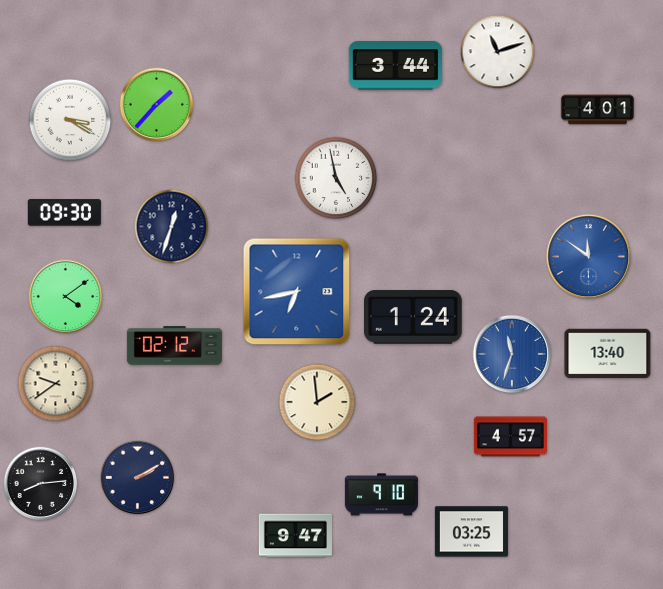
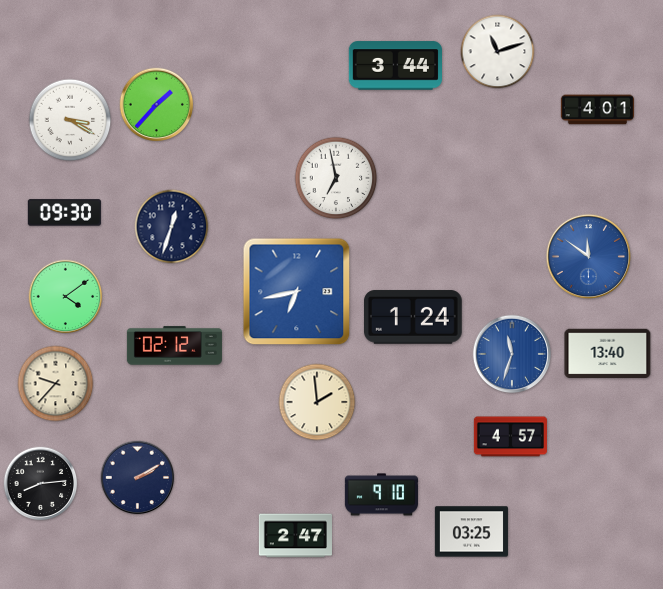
clock at (336, 178): 4:58 -> 6:58
clock at (56, 384): 9:39 -> 9:37
clock at (295, 536): 9:47 -> 2:47
